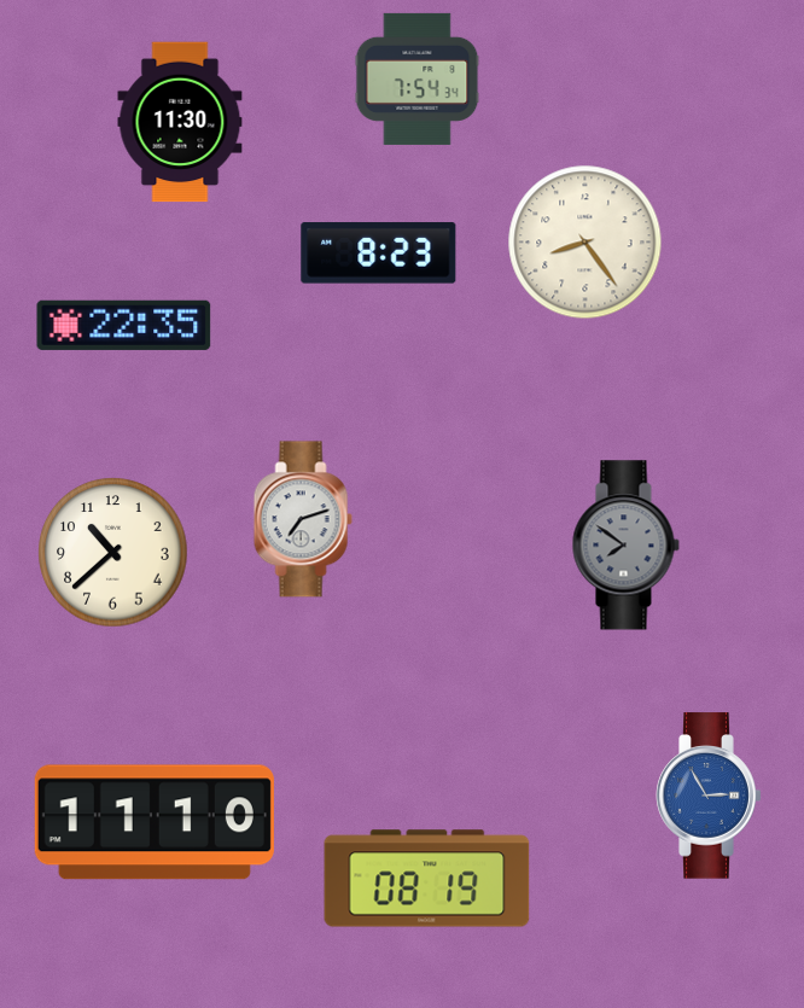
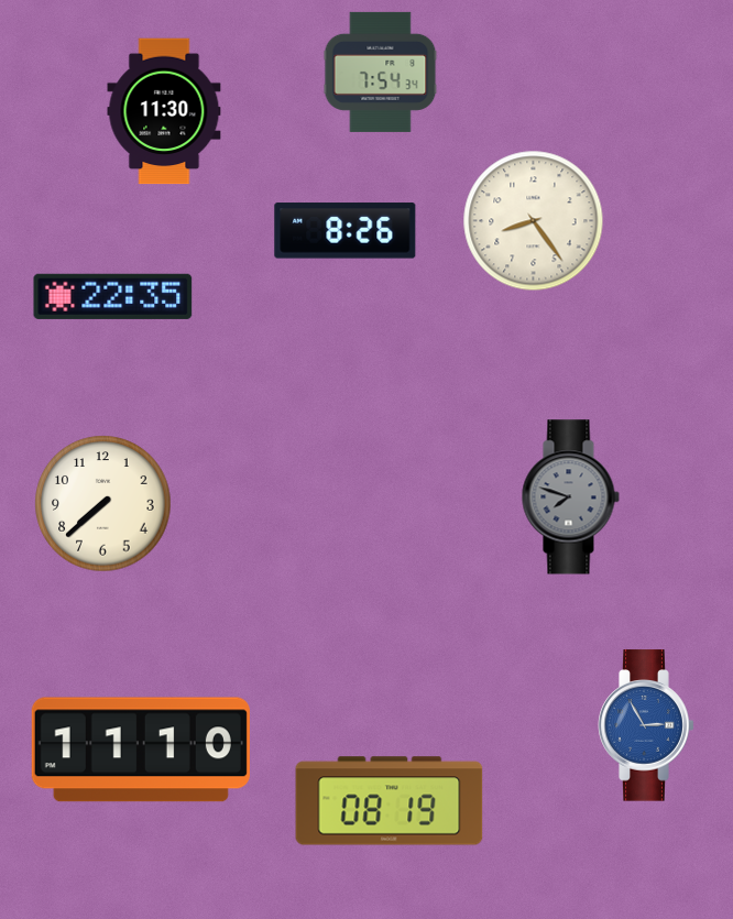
clock at (379, 254): 8:23 -> 8:26
clock at (303, 519): 7:12 -> none
clock at (625, 546): 7:51 -> 7:48
clock at (113, 553): 10:38 -> 7:38
